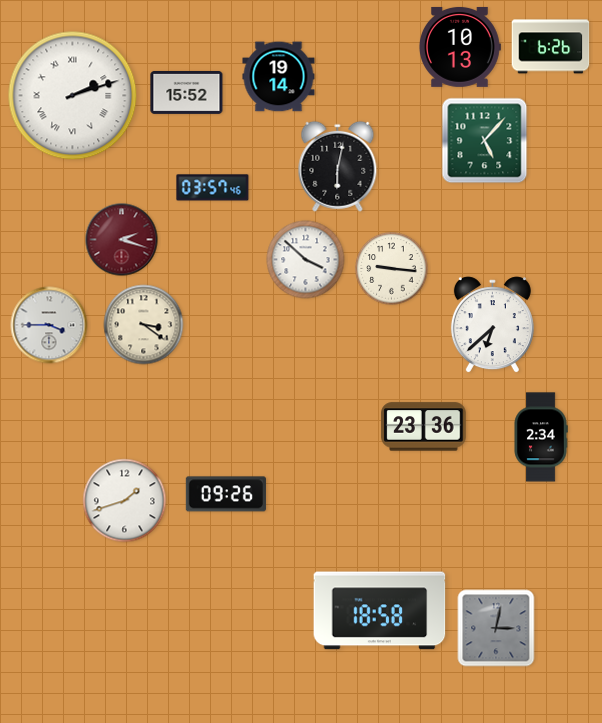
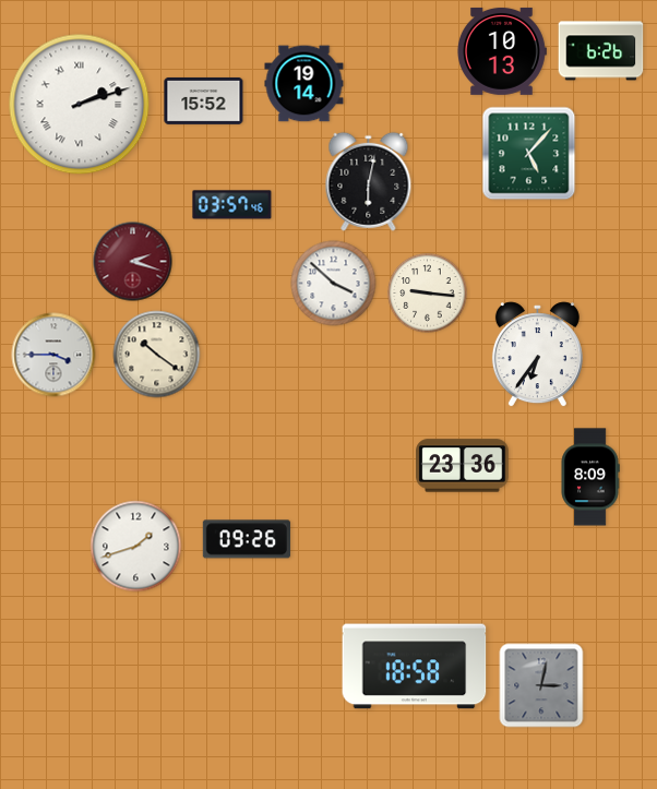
clock at (144, 325): 3:21 -> 10:21
clock at (492, 325): 6:38 -> 6:36
clock at (541, 437): 2:34 -> 8:09
